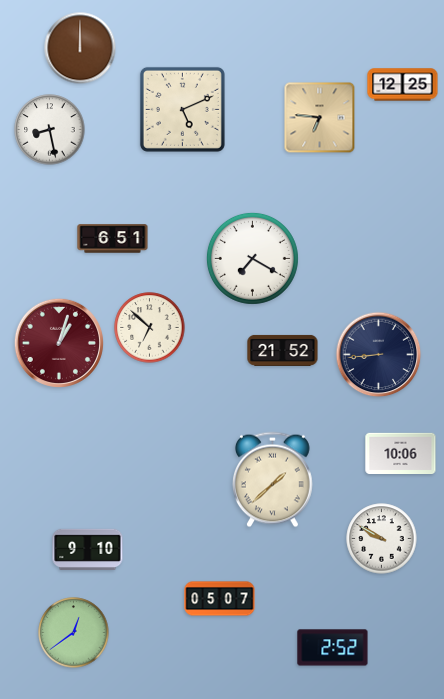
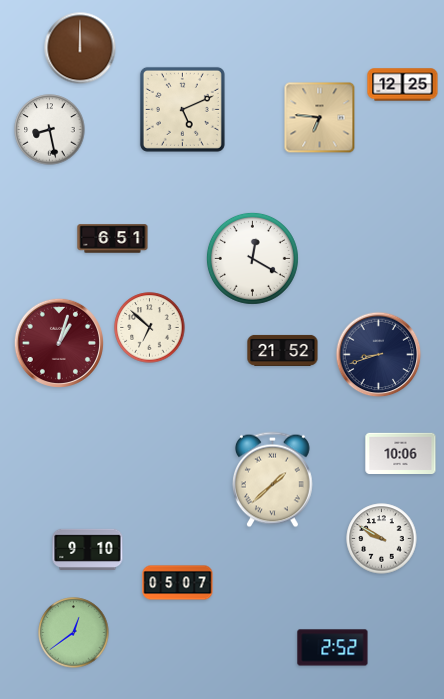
clock at (252, 258): 7:20 -> 12:20
clock at (379, 355): 8:44 -> 8:42
clock at (220, 599) position: (220, 599) -> (178, 583)
